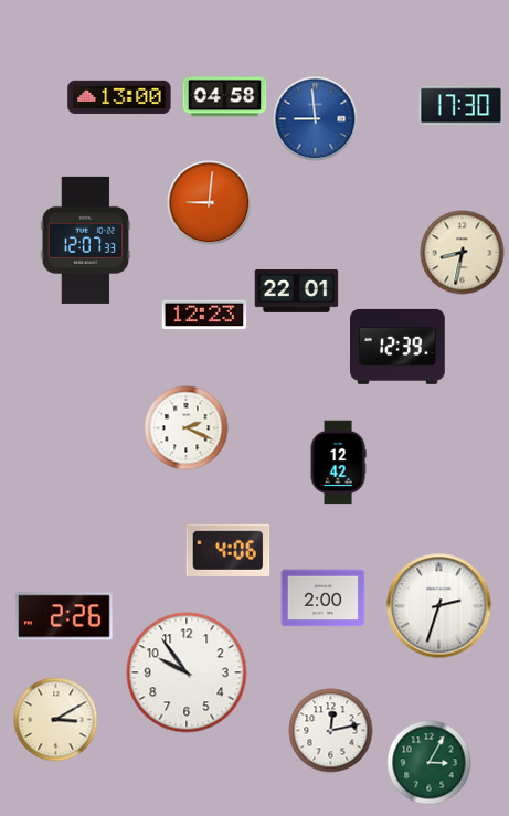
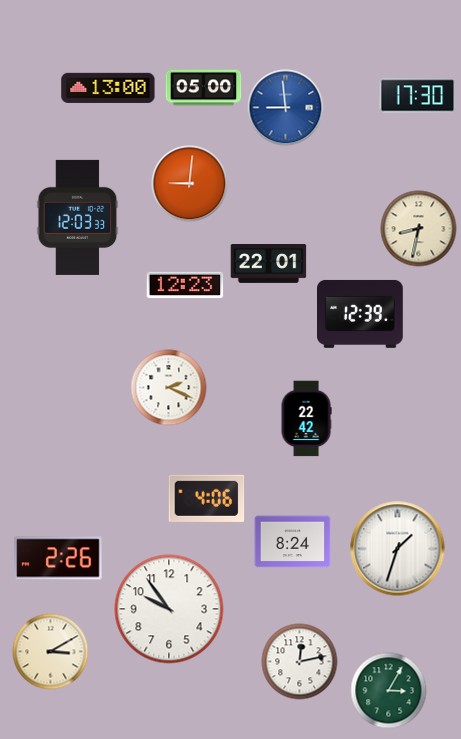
clock at (225, 97): 04:58 -> 05:00
clock at (86, 240): 12:07 -> 12:03
clock at (338, 463): 12:42 -> 22:42
clock at (324, 598): 2:00 -> 8:24
clock at (439, 606): 2:33 -> 1:33
